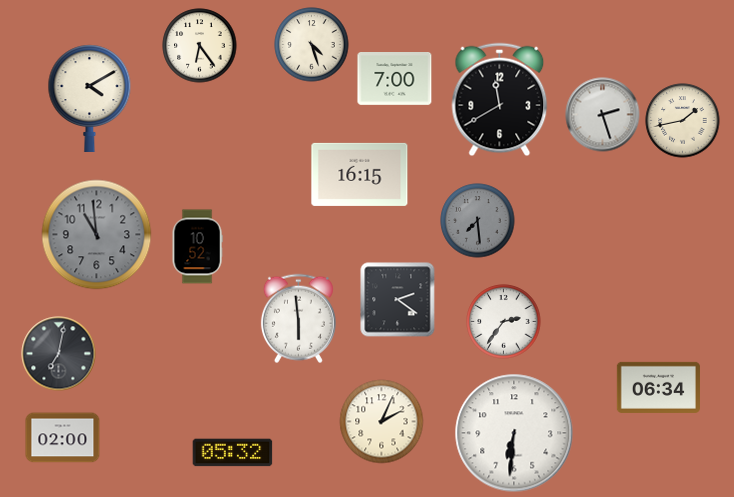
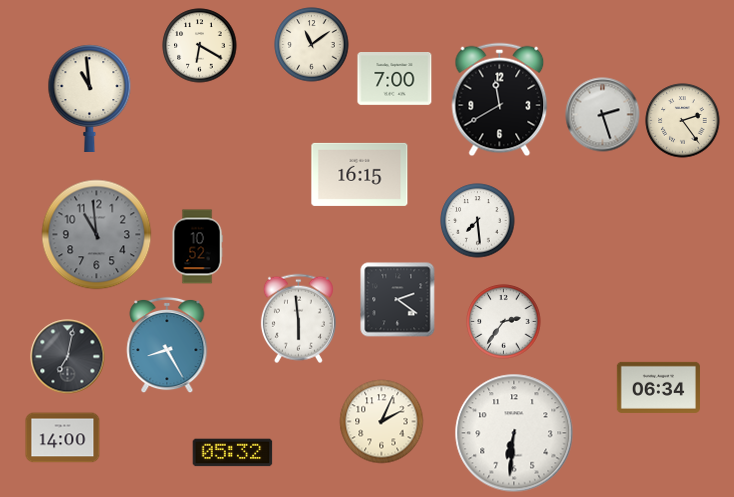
clock at (312, 45): 4:27 -> 11:09
clock at (200, 46): 6:24 -> 6:20
clock at (90, 98): 4:10 -> 10:59
clock at (683, 121): 1:43 -> 2:24
clock at (478, 221) dial: grey -> white
clock at (167, 345): none -> 8:25
clock at (59, 354) position: (59, 354) -> (68, 357)
clock at (63, 438): 02:00 -> 14:00
